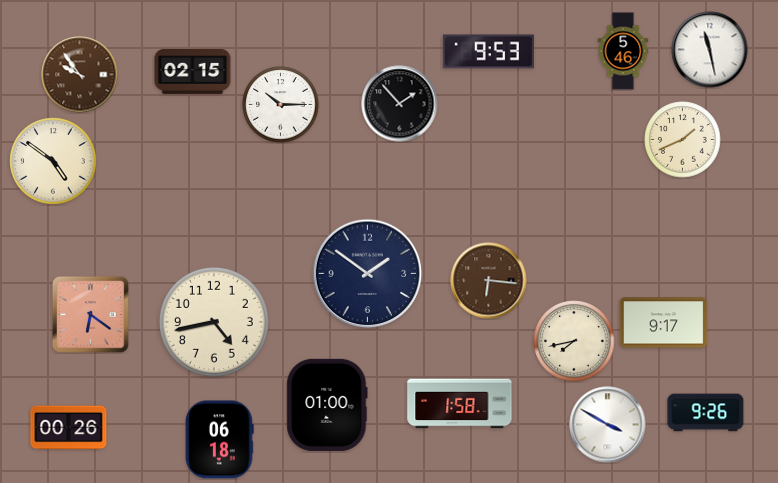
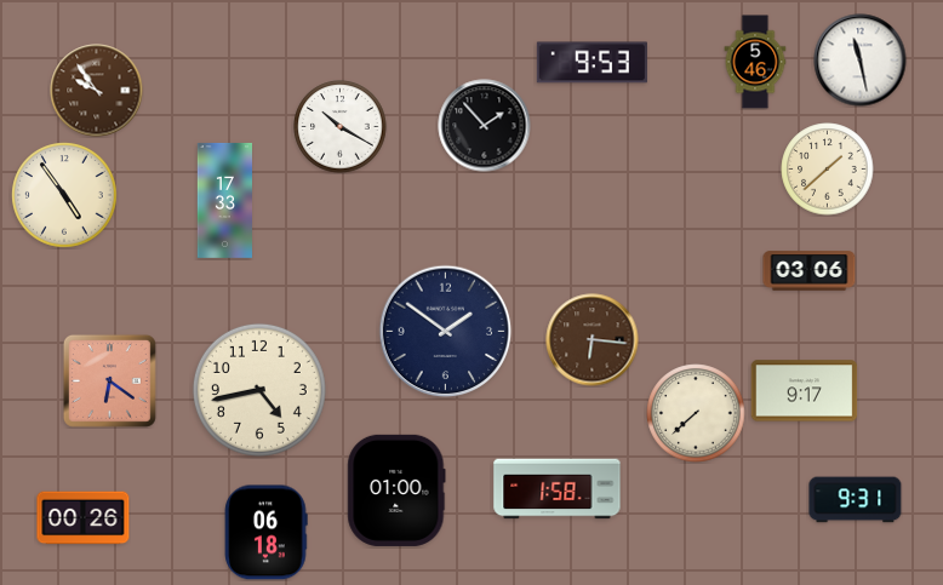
clock at (193, 71): 02:15 -> none
clock at (281, 105): 10:15 -> 10:20
clock at (683, 140): 1:41 -> 1:38
clock at (53, 161): 4:51 -> 4:54
clock at (224, 200): none -> 17:33
clock at (810, 271): none -> 03:06
clock at (574, 341): 7:43 -> 7:38
clock at (706, 413): 9:26 -> 9:31
clock at (608, 425): 3:50 -> none
